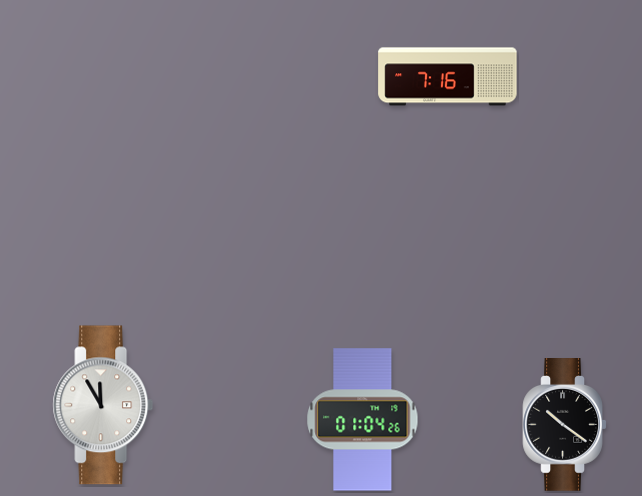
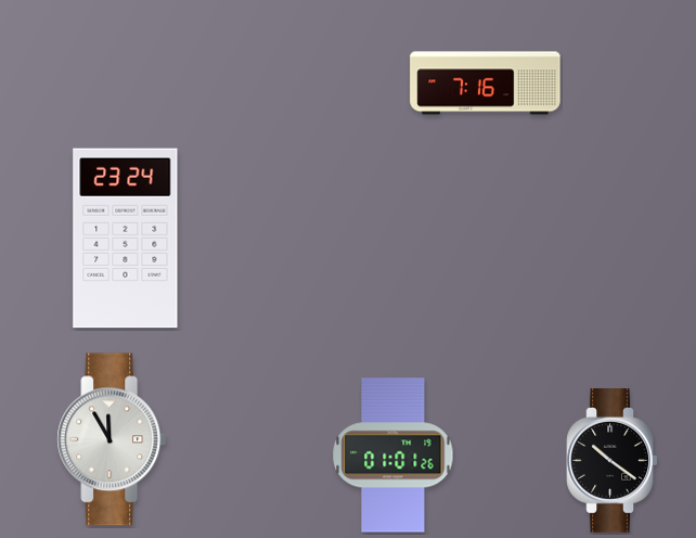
clock at (126, 239): none -> 23:24
clock at (363, 420): 01:04 -> 01:01
